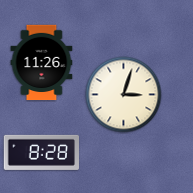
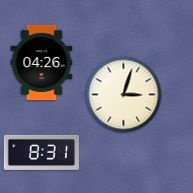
clock at (42, 63): 11:26 -> 04:26
clock at (41, 152): 8:28 -> 8:31
